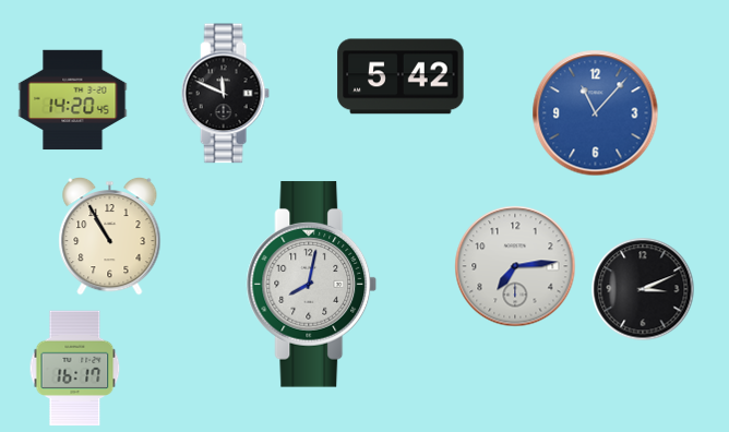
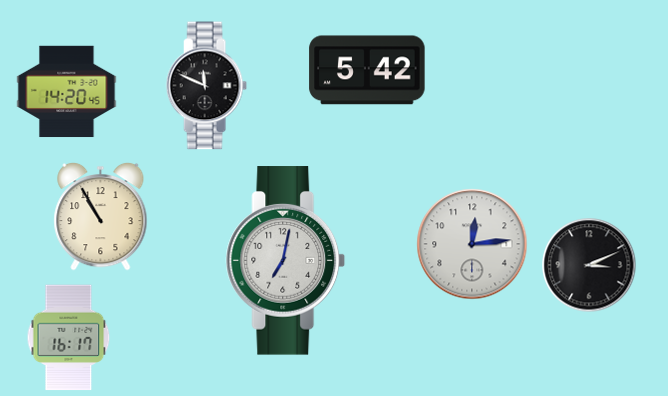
clock at (596, 113): 11:07 -> none
clock at (515, 266): 7:14 -> 12:14
clock at (312, 285): 8:02 -> 7:02
